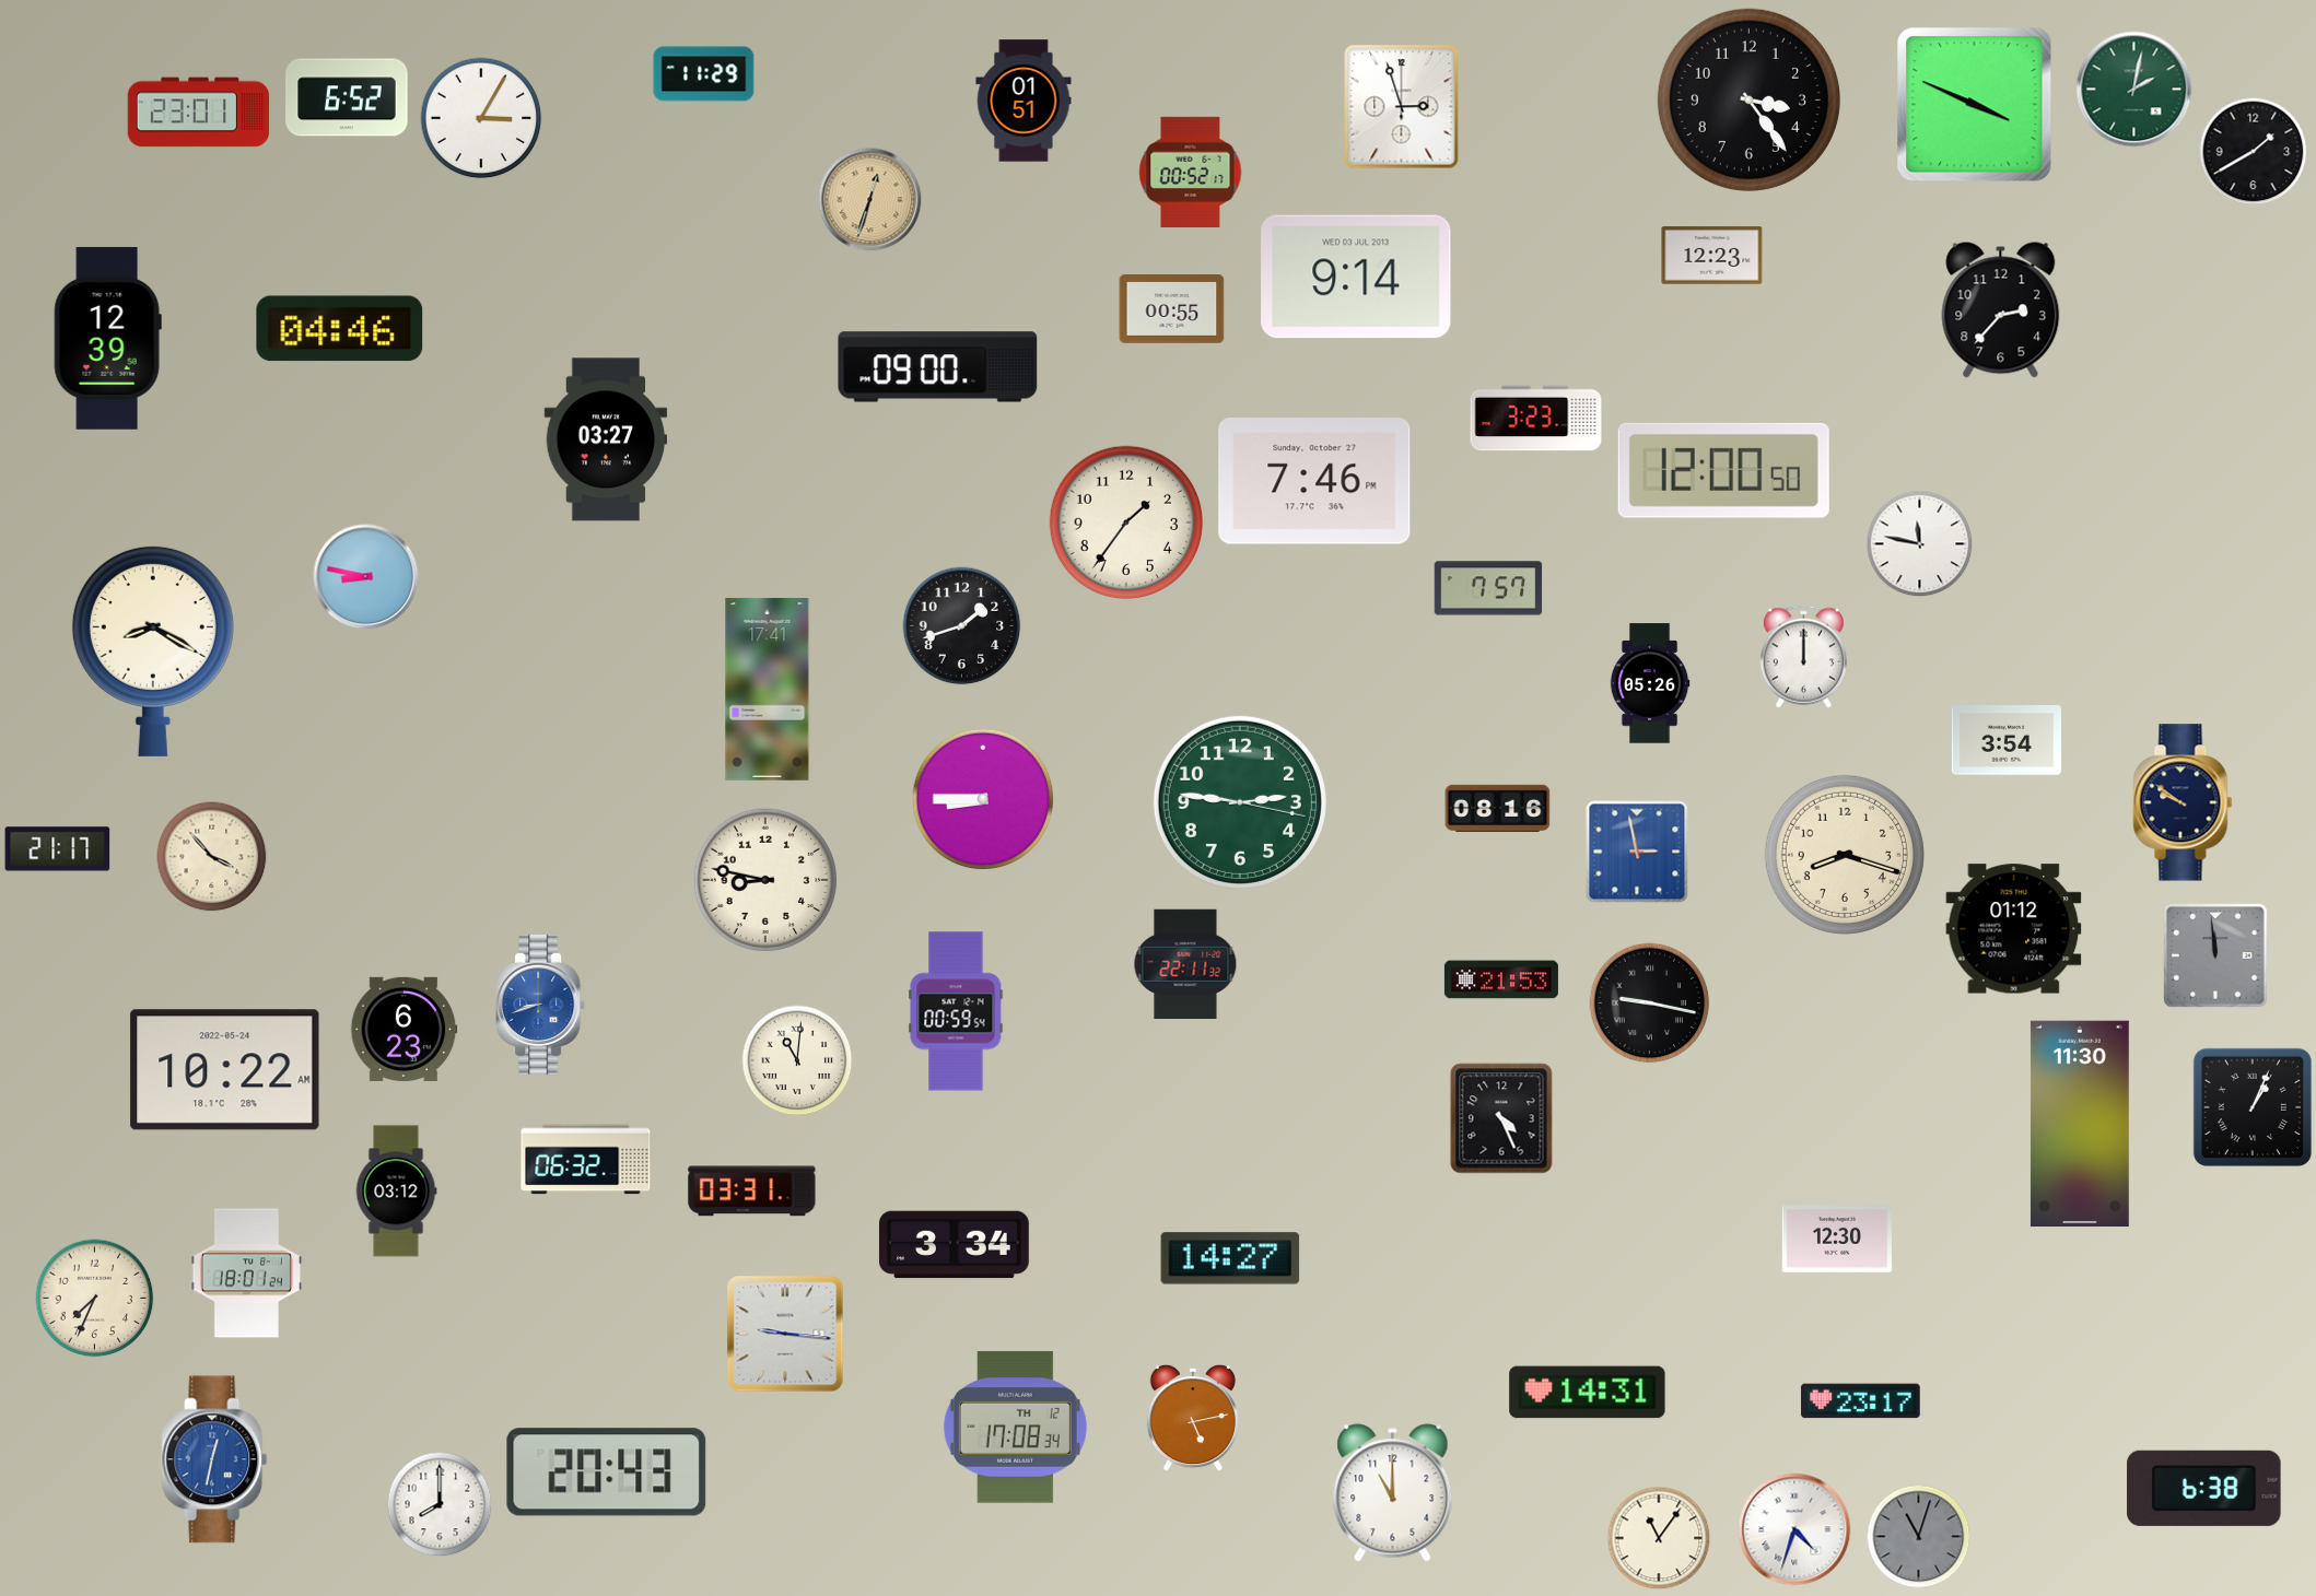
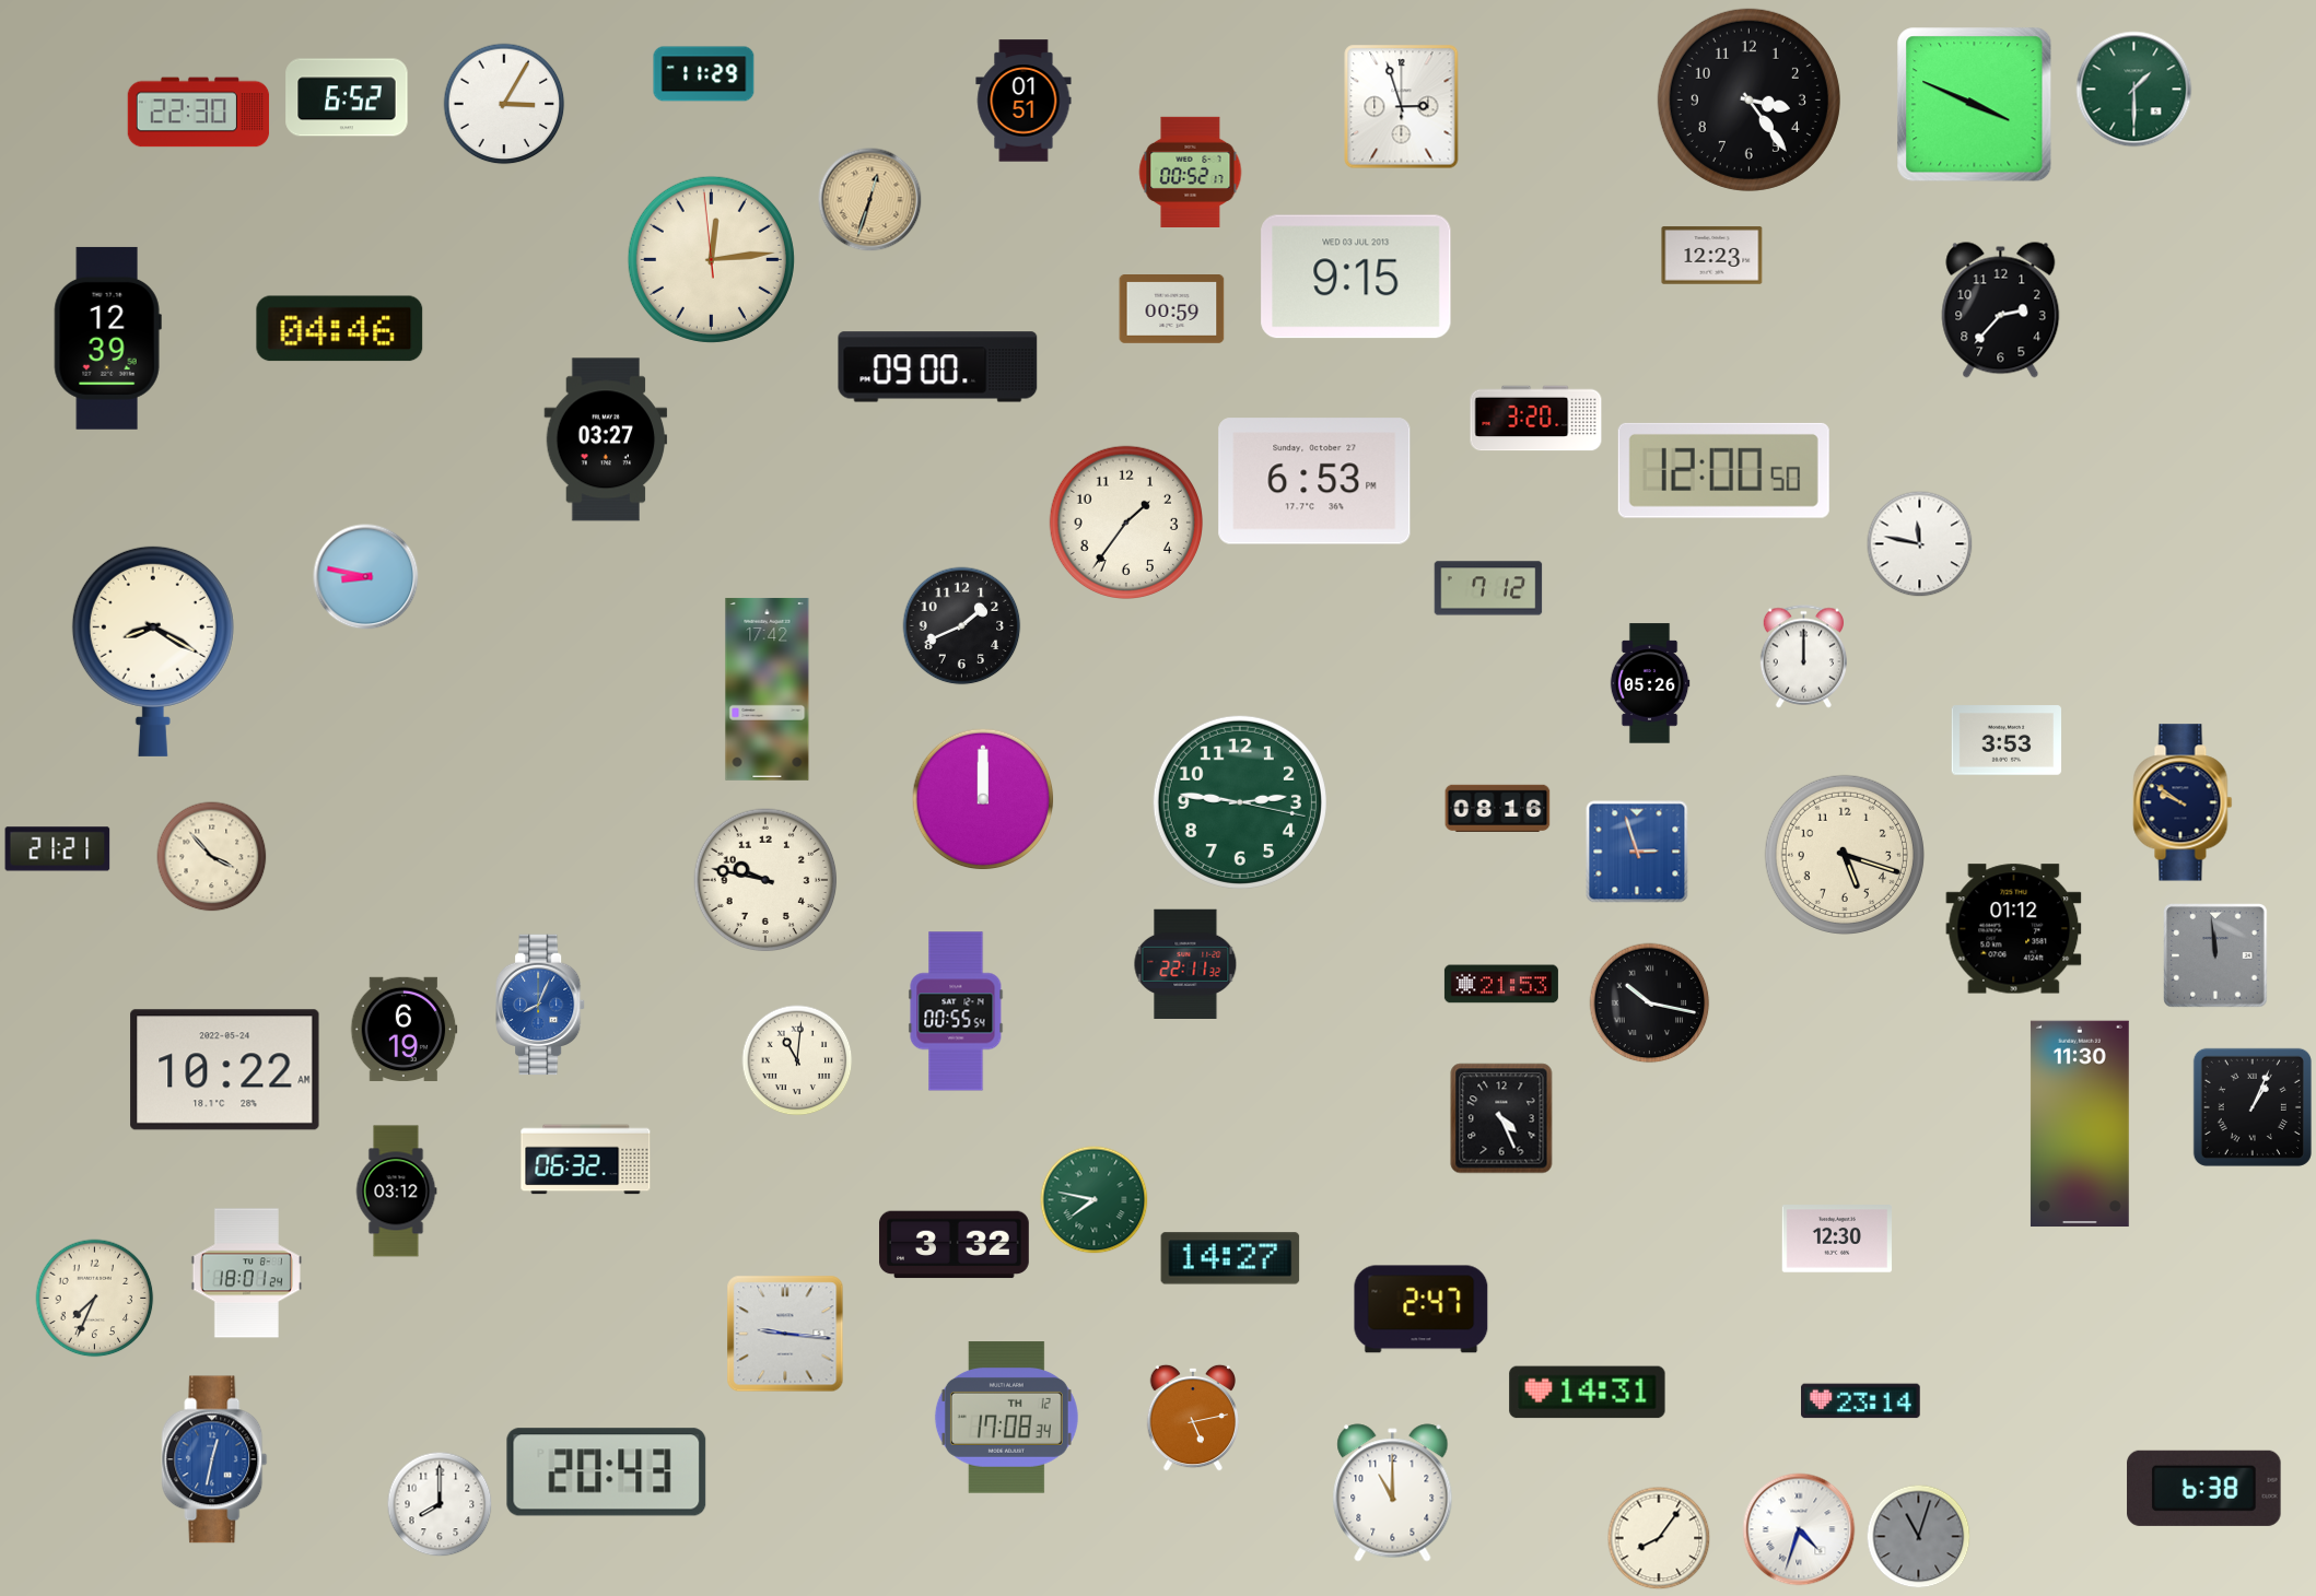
clock at (2134, 90): 2:02 -> 1:30
clock at (199, 113): 23:01 -> 22:30
clock at (481, 118) position: (481, 118) -> (504, 104)
clock at (2254, 152): 1:40 -> none
clock at (711, 259): none -> 12:13
clock at (1356, 277): 9:14 -> 9:15
clock at (1172, 309): 00:55 -> 00:59
clock at (1536, 419): 3:23 -> 3:20
clock at (1314, 481): 7:46 -> 6:53
clock at (1488, 588): 7:57 -> 7:12
clock at (962, 626): 1:42 -> 1:41
clock at (768, 689): 17:41 -> 17:42
clock at (2007, 740): 3:54 -> 3:53
clock at (983, 799): 8:45 -> 12:00
clock at (58, 849): 21:17 -> 21:21
clock at (1637, 852): 2:58 -> 2:57
clock at (1845, 855): 8:18 -> 5:18
clock at (765, 880): 8:47 -> 9:47
clock at (1501, 979) position: (1501, 979) -> (1501, 984)
clock at (1650, 1004): 9:17 -> 10:17
clock at (541, 1005): 8:42 -> 8:04
clock at (956, 1011): 00:59 -> 00:55
clock at (405, 1029): 6:23 -> 6:19
clock at (752, 1192): 03:31 -> none
clock at (1095, 1200): none -> 7:47
clock at (954, 1245): 3:34 -> 3:32
clock at (1422, 1310): none -> 2:47
clock at (1861, 1401): 23:17 -> 23:14
clock at (1015, 1428) position: (1015, 1428) -> (1006, 1418)
clock at (1794, 1529) position: (1794, 1529) -> (1799, 1529)
clock at (1659, 1538): 11:06 -> 8:06
